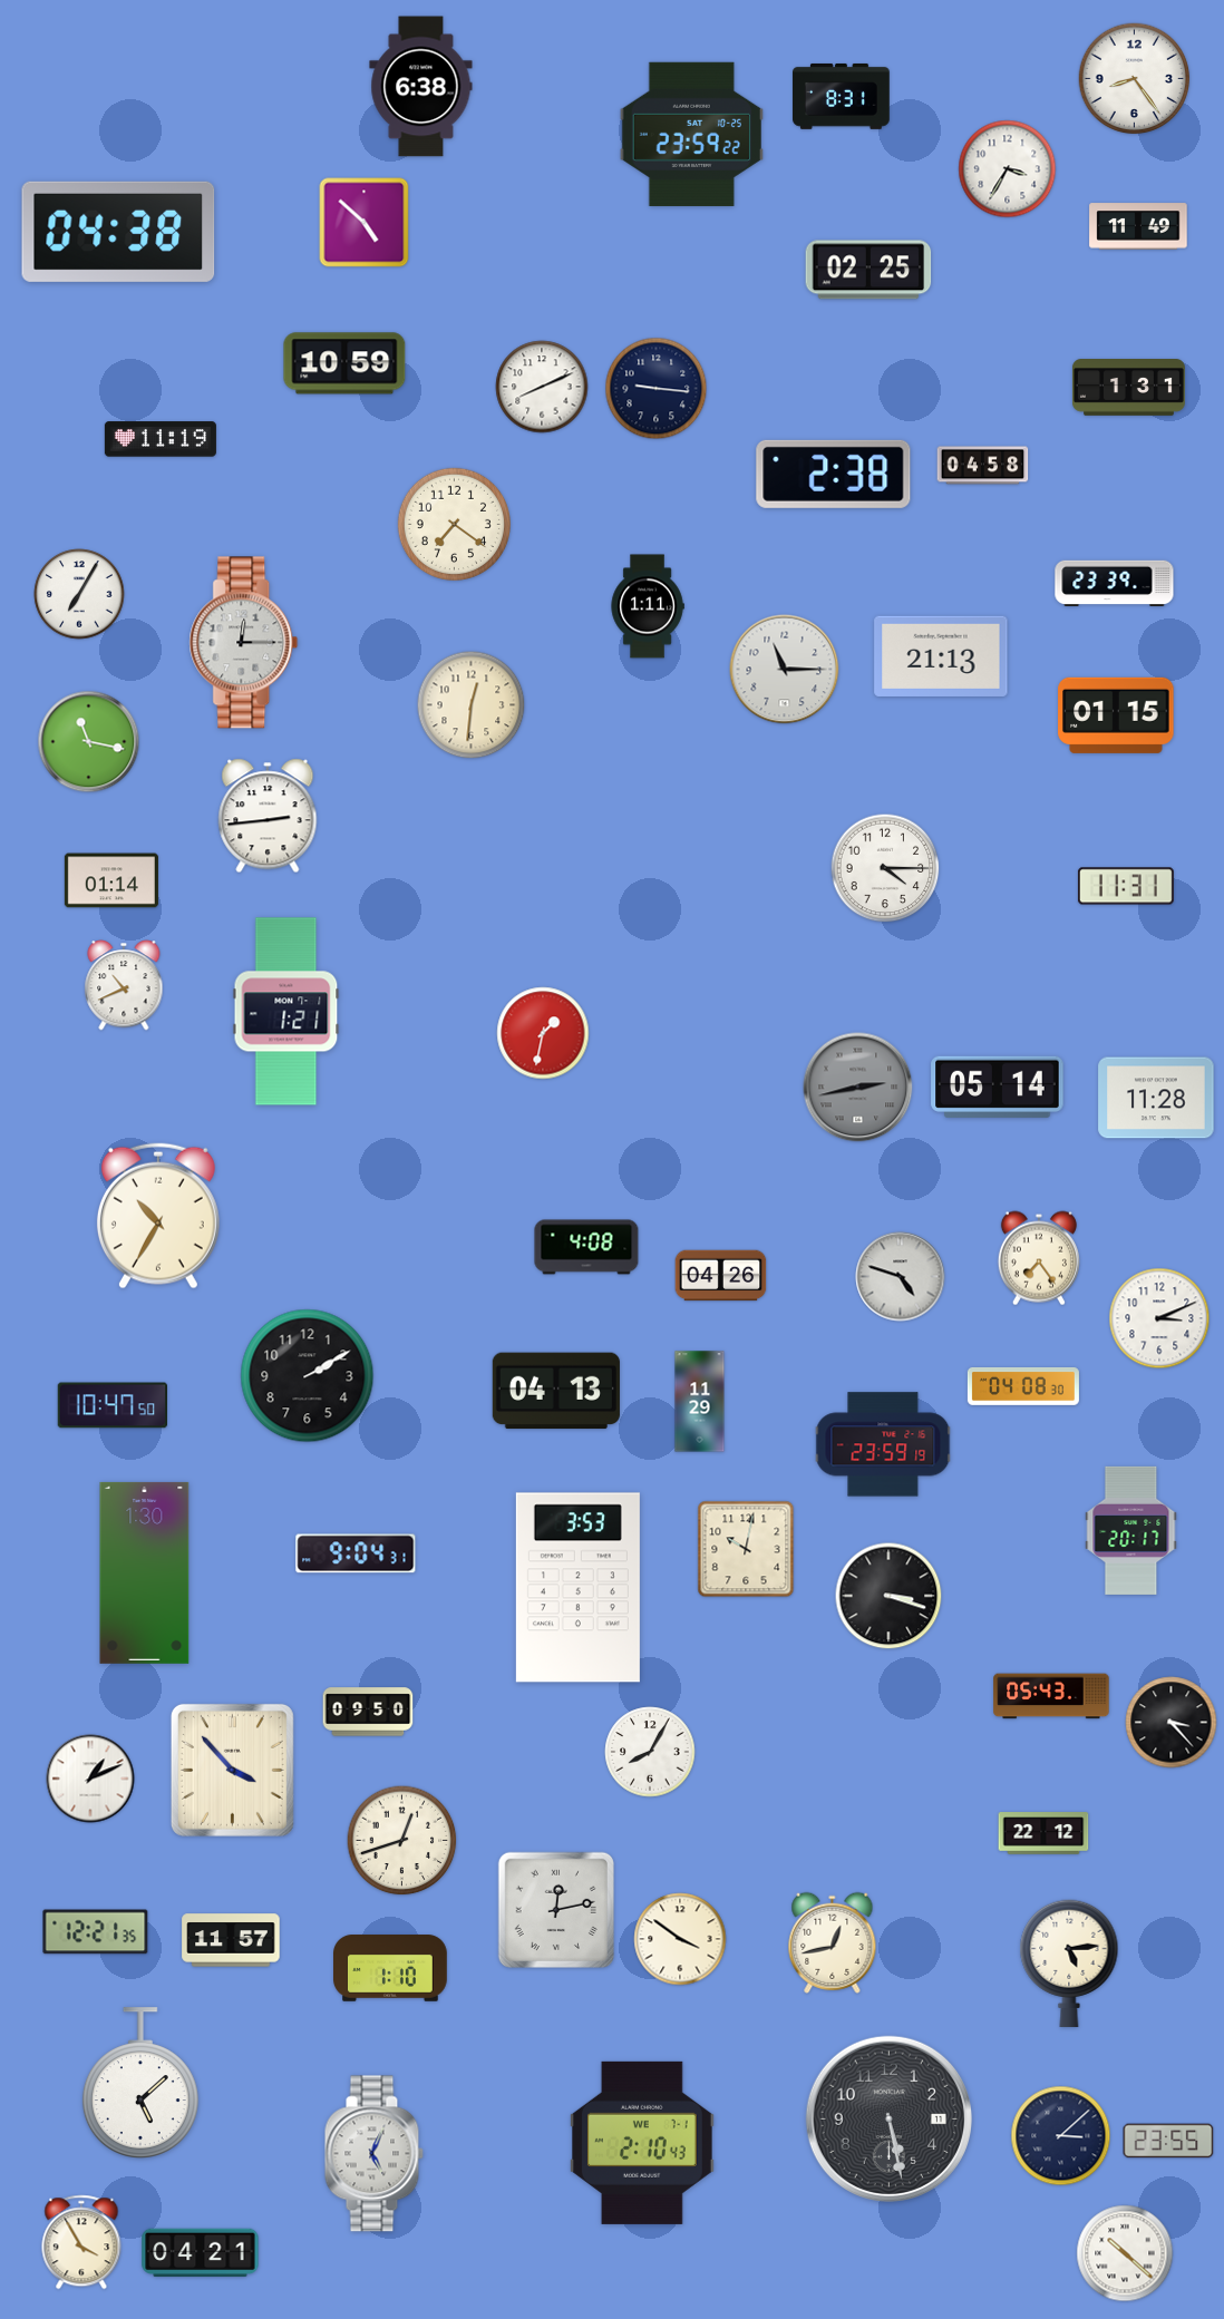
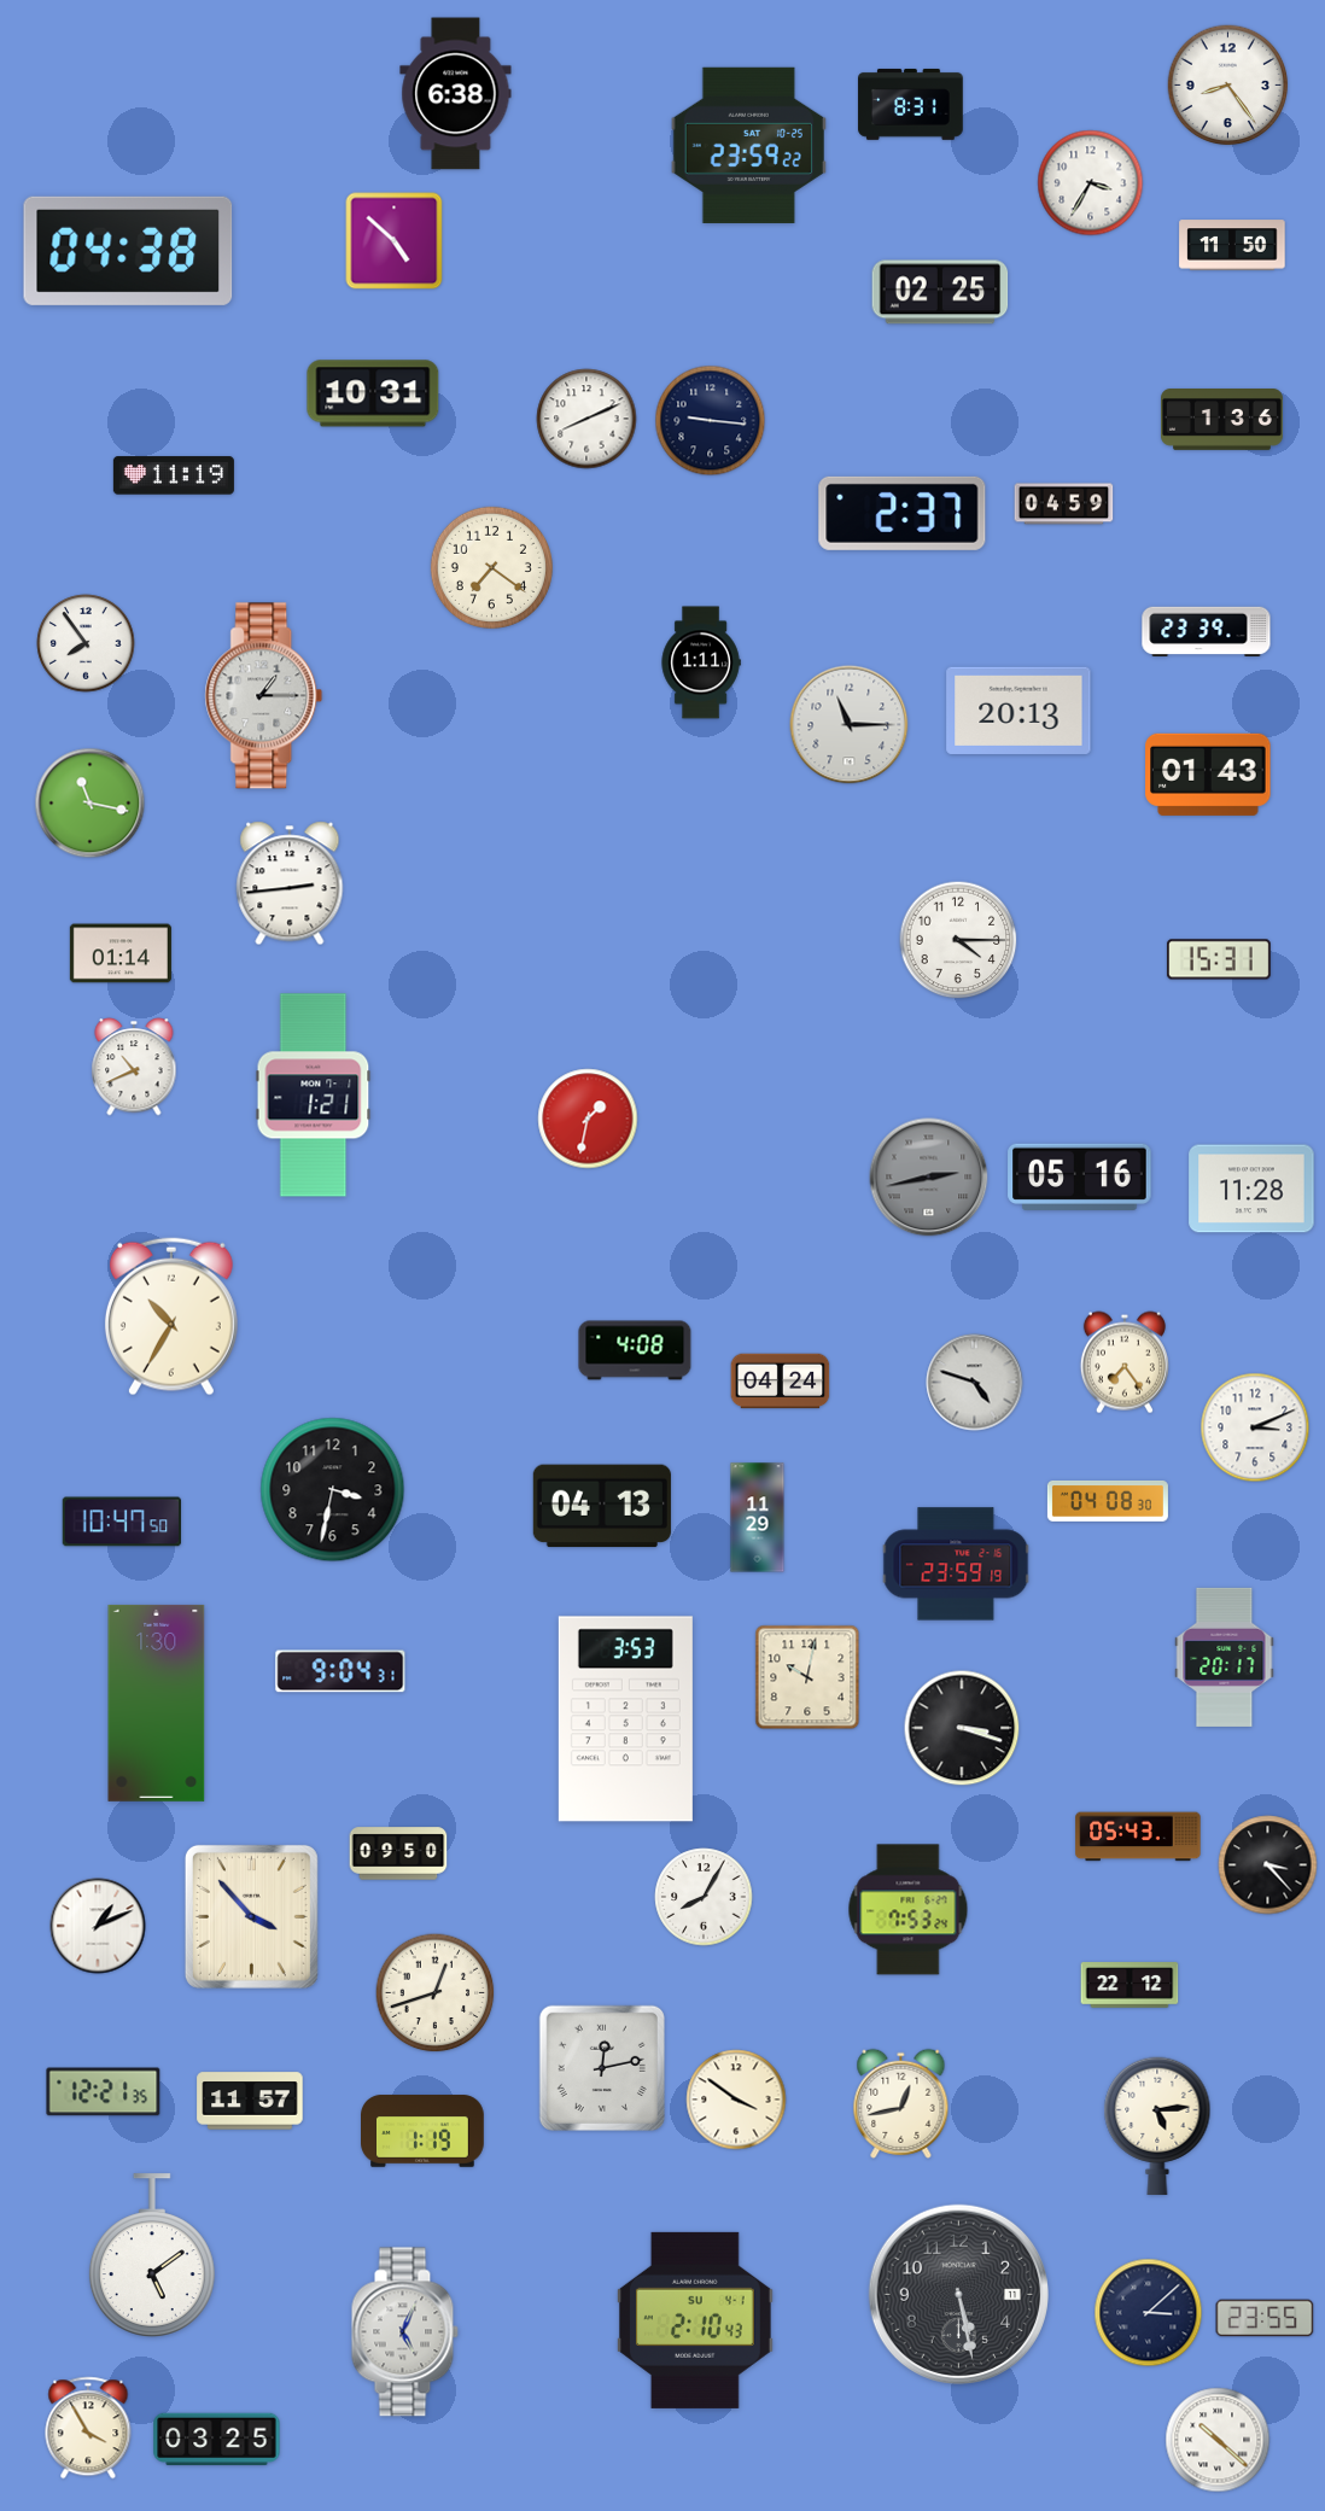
clock at (1138, 226): 11:49 -> 11:50
clock at (344, 363): 10:59 -> 10:31
clock at (1128, 388): 1:31 -> 1:36
clock at (983, 466): 04:58 -> 04:59
clock at (834, 474): 2:38 -> 2:37
clock at (79, 594): 7:05 -> 7:54
clock at (648, 606) position: (648, 606) -> (701, 662)
clock at (244, 643): 12:15 -> 1:15
clock at (941, 656): 21:13 -> 20:13
clock at (472, 705): 12:31 -> none
clock at (1116, 715): 01:15 -> 01:43
clock at (89, 742) position: (89, 742) -> (91, 804)
clock at (1126, 886): 11:31 -> 15:31
clock at (286, 1012) position: (286, 1012) -> (314, 1096)
clock at (998, 1087): 05:14 -> 05:16
clock at (721, 1276): 04:26 -> 04:24
clock at (308, 1376): 2:10 -> 3:32
clock at (356, 1553) position: (356, 1553) -> (340, 1671)
clock at (909, 1910): none -> 7:53
clock at (391, 1968): 1:10 -> 1:19
clock at (140, 2083): 5:08 -> 5:09
clock at (888, 2118) position: (888, 2118) -> (958, 2294)
clock at (642, 2143) date: WE 7-1 -> SU 4-1
clock at (201, 2253): 04:21 -> 03:25
